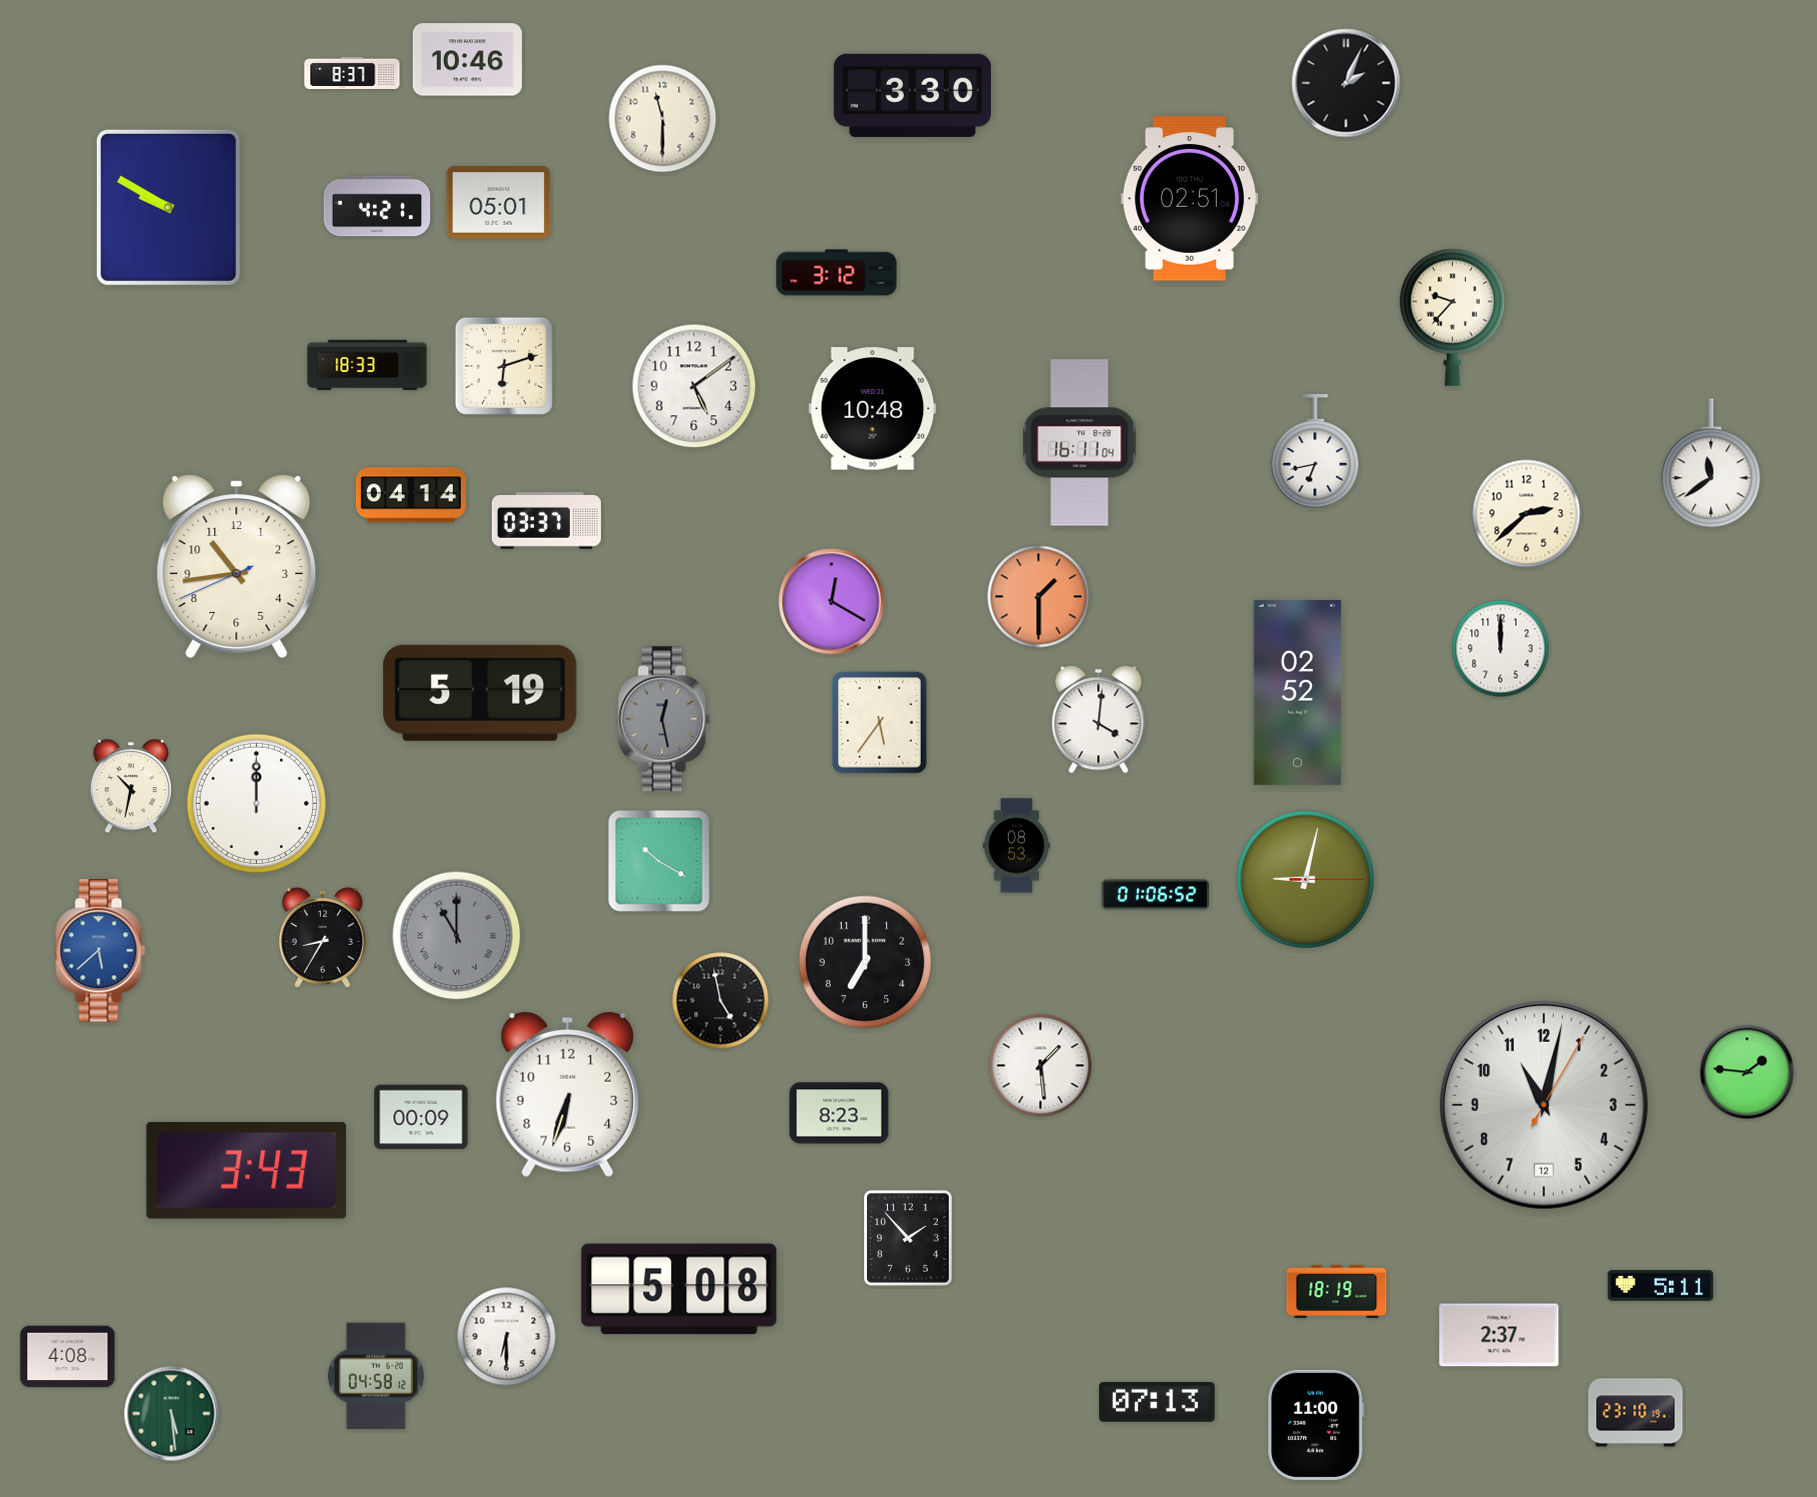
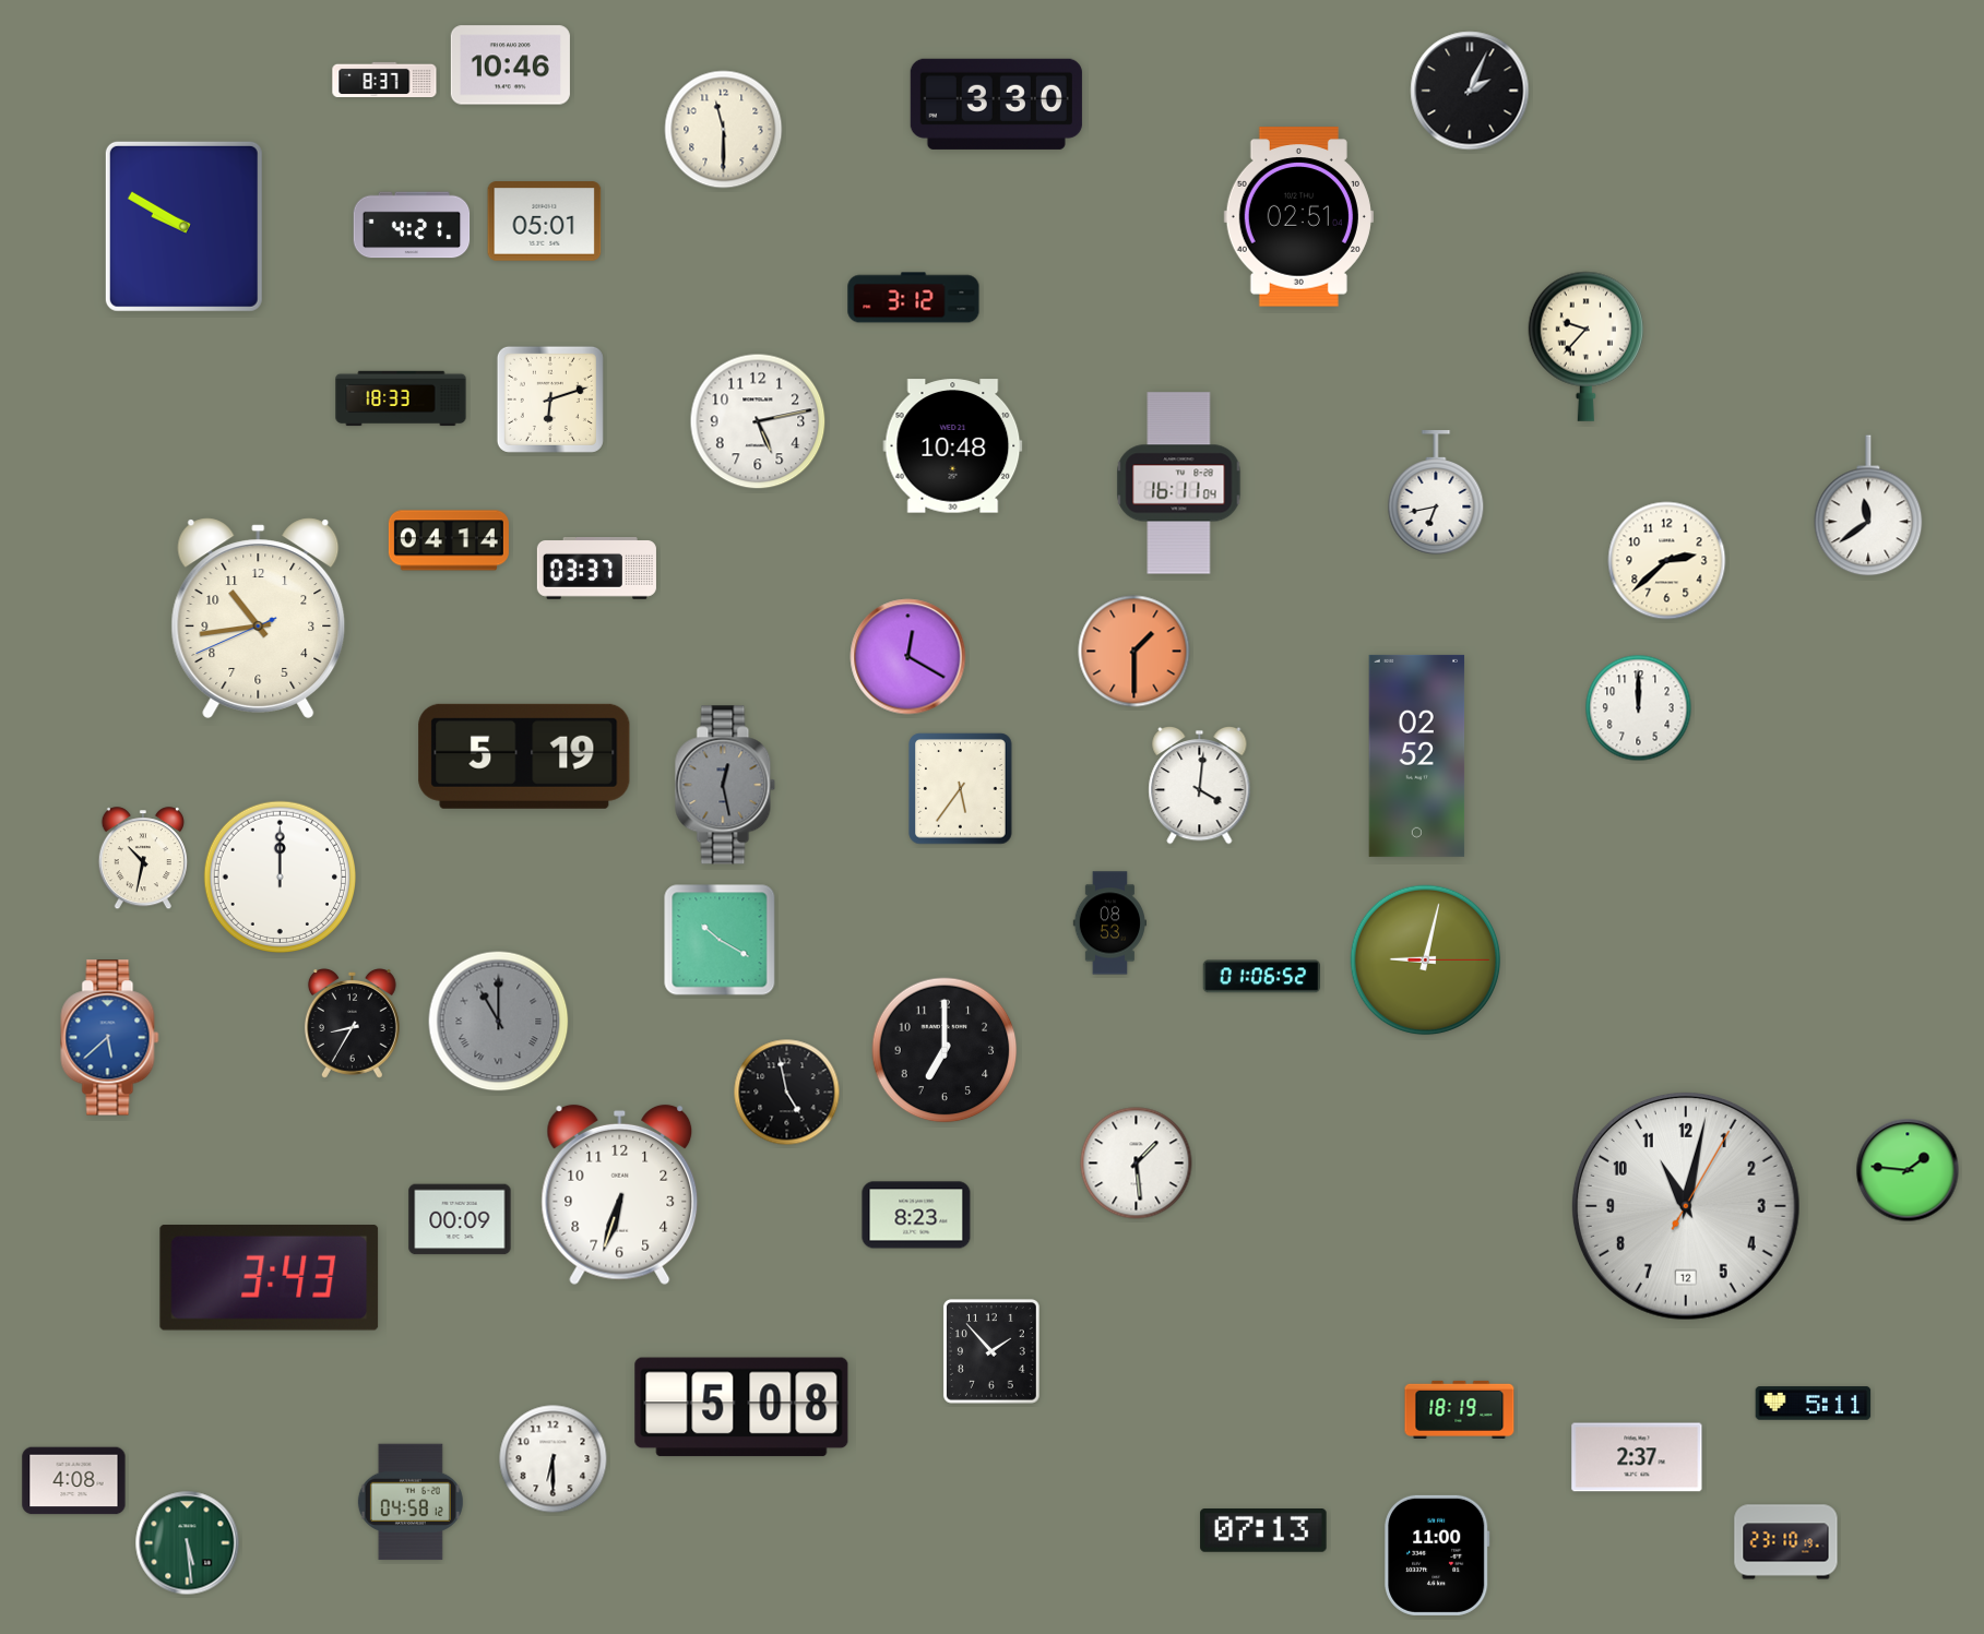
clock at (694, 386): 5:09 -> 5:13
